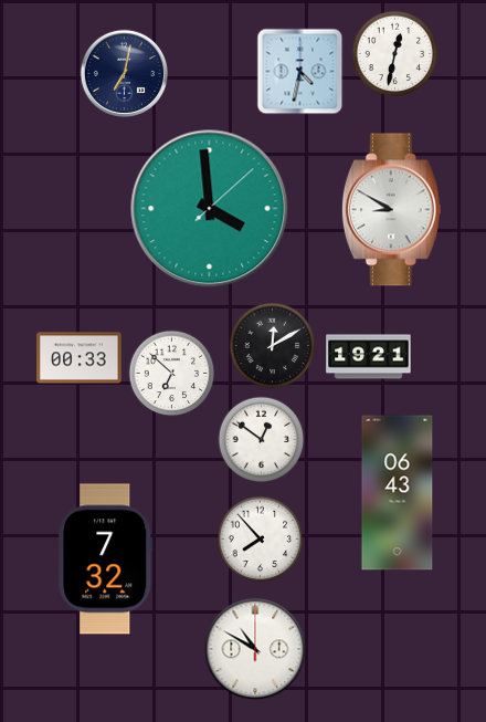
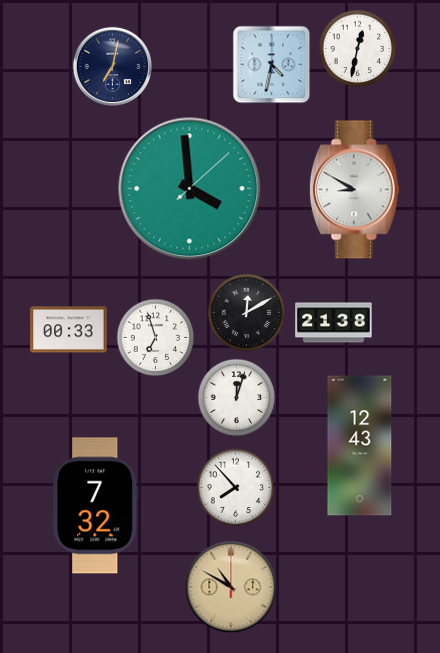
clock at (369, 357): 19:21 -> 21:38
clock at (80, 358) position: (80, 358) -> (69, 330)
clock at (171, 373): 6:52 -> 6:57
clock at (261, 439): 12:51 -> 12:03
clock at (398, 493): 06:43 -> 12:43
clock at (255, 649) dial: white -> champagne
